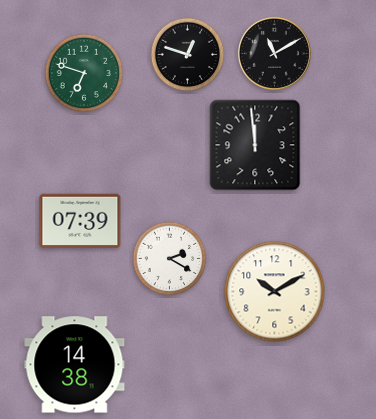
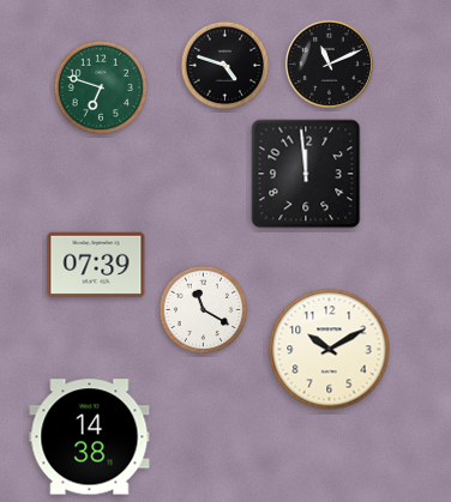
clock at (274, 53): 11:10 -> 11:11
clock at (188, 55): 12:48 -> 4:48
clock at (170, 259): 2:20 -> 11:20
